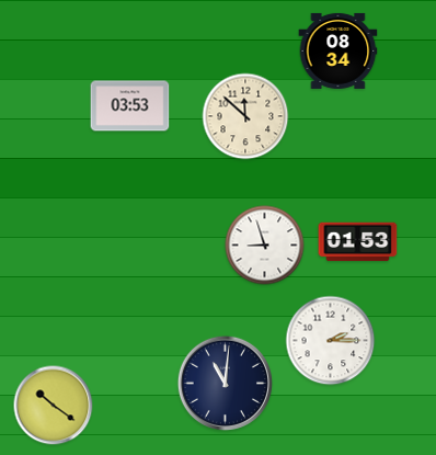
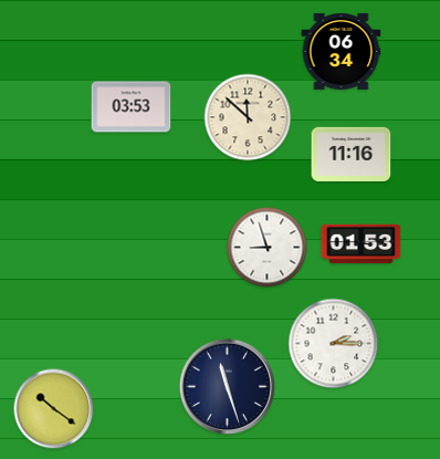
clock at (339, 50): 08:34 -> 06:34
clock at (352, 154): none -> 11:16
clock at (225, 383): 11:01 -> 11:27
